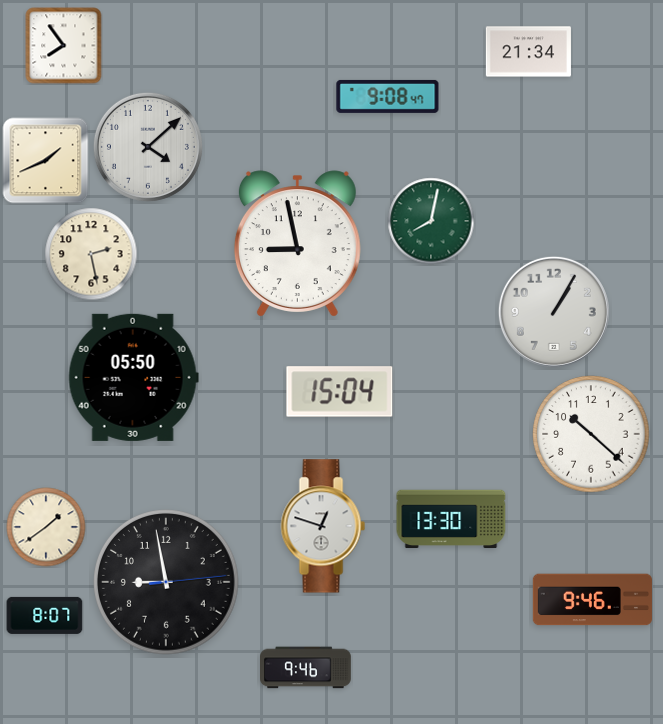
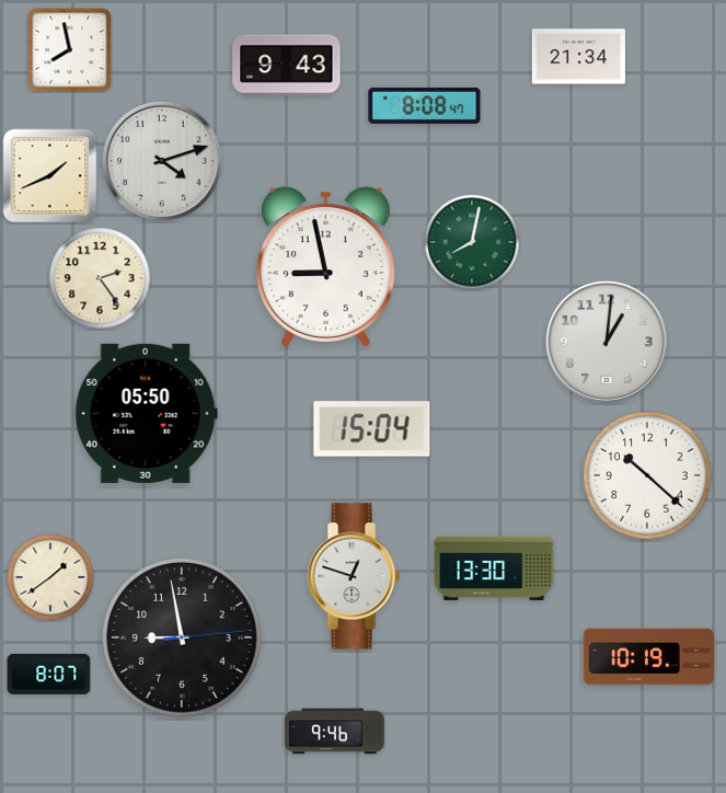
clock at (64, 46): 7:54 -> 7:58
clock at (287, 66): none -> 9:43
clock at (388, 96): 9:08 -> 8:08
clock at (148, 147): 4:08 -> 4:12
clock at (91, 254): 2:28 -> 2:24
clock at (554, 312): 1:05 -> 1:01
clock at (592, 600): 9:46 -> 10:19
